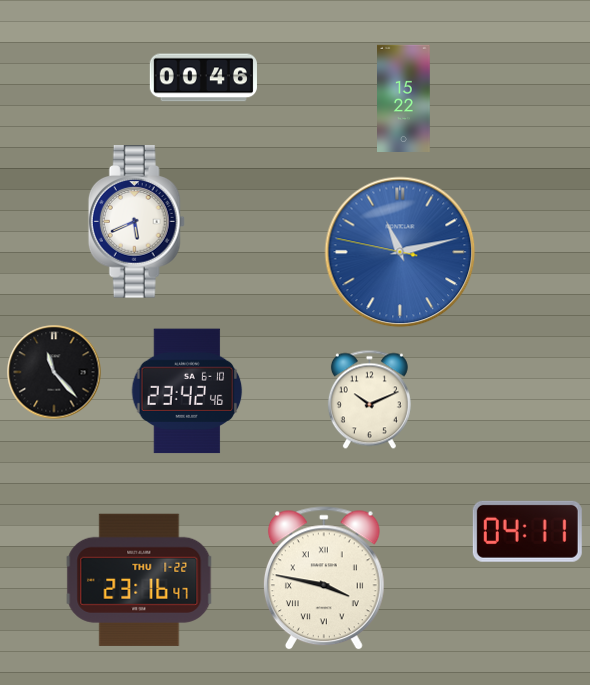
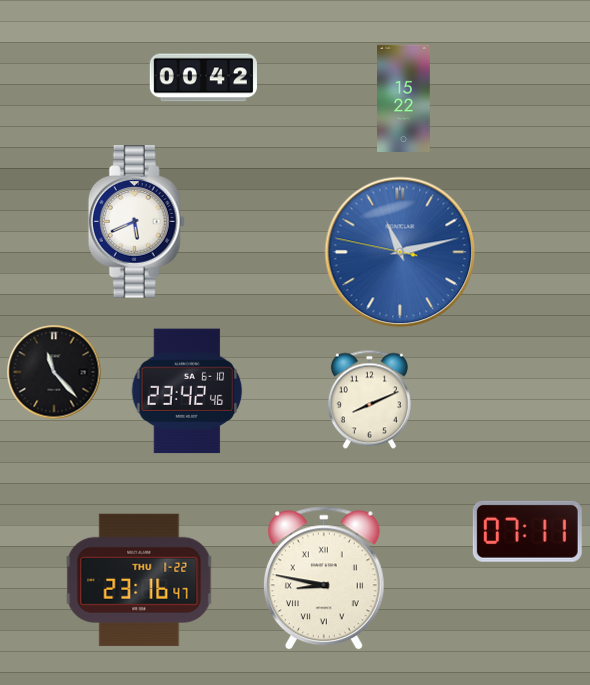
clock at (203, 78): 00:46 -> 00:42
clock at (369, 400): 10:11 -> 8:11
clock at (527, 531): 04:11 -> 07:11
clock at (324, 579): 3:47 -> 8:47
